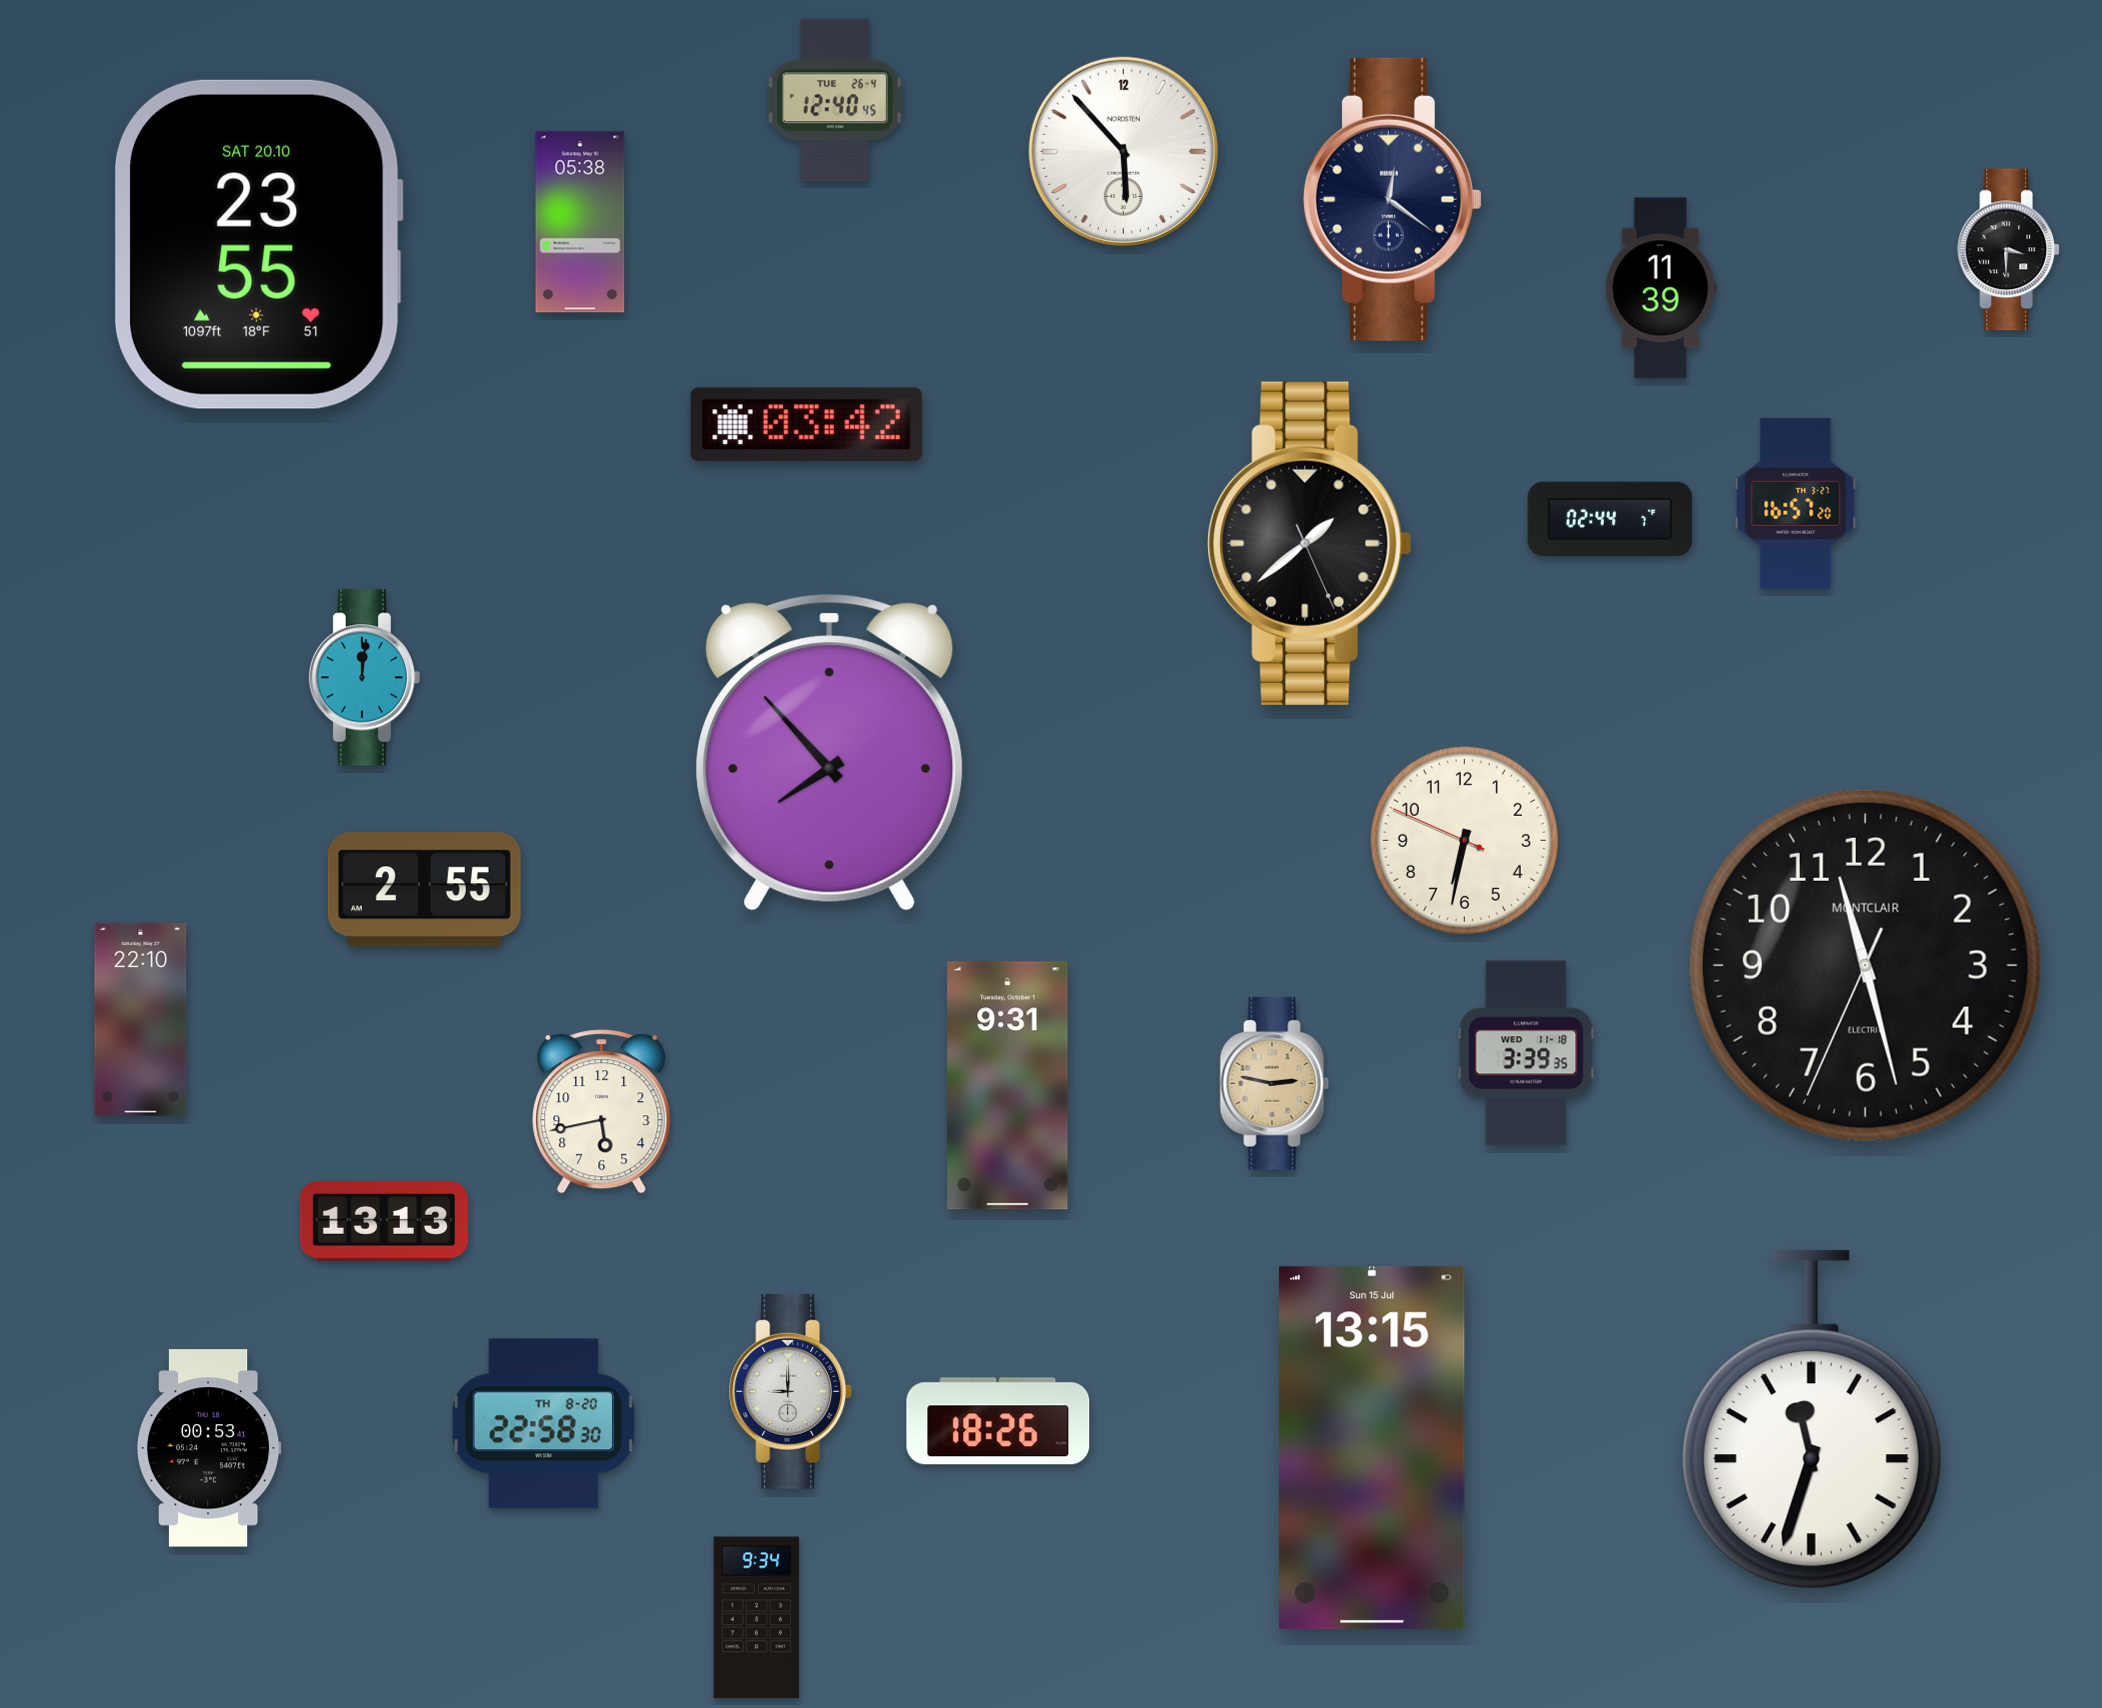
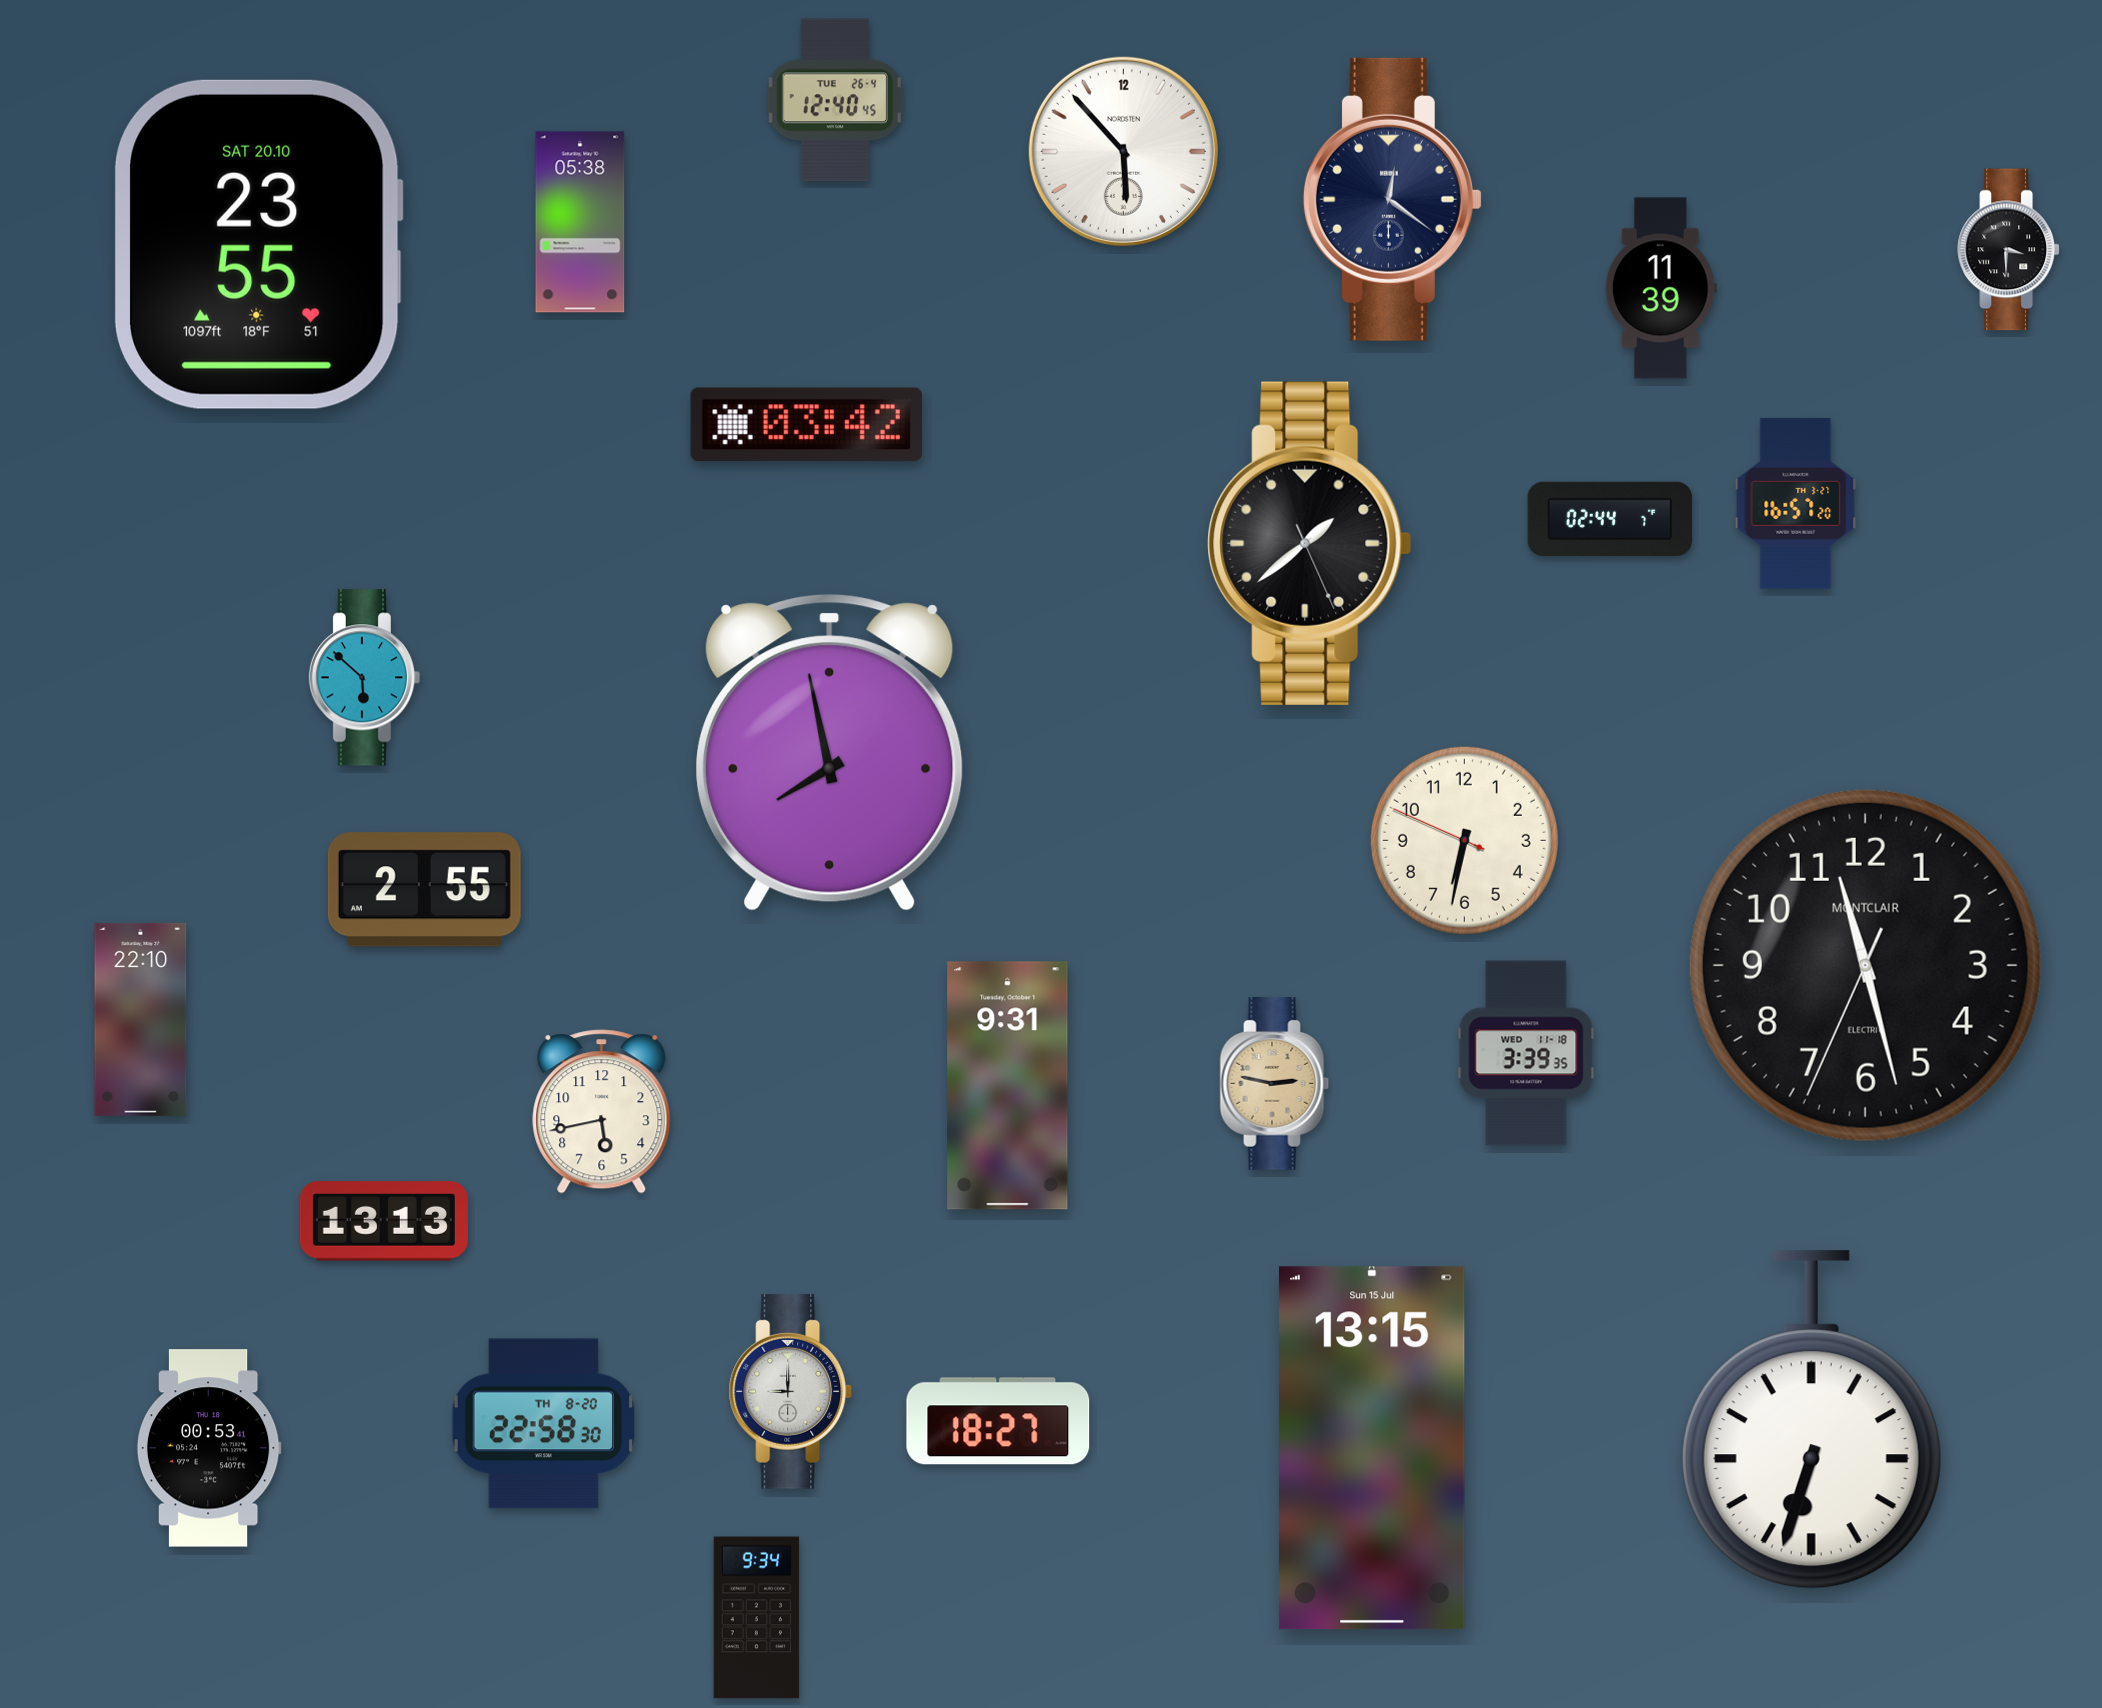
clock at (365, 678): 12:01 -> 5:52
clock at (829, 753): 7:53 -> 7:58
clock at (1811, 1420): 11:33 -> 6:33
clock at (998, 1421): 18:26 -> 18:27
